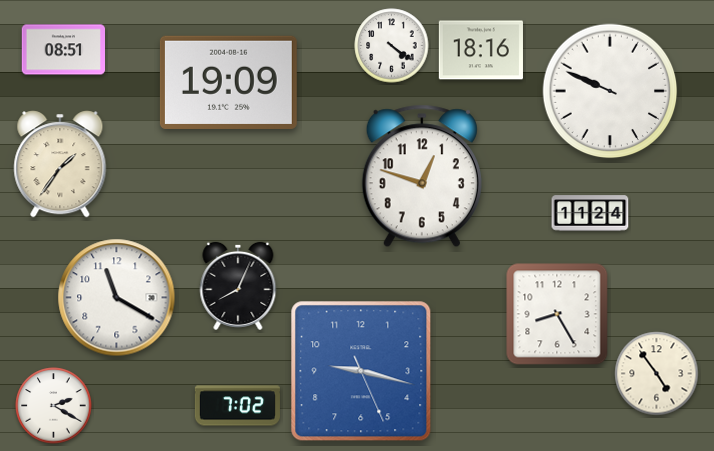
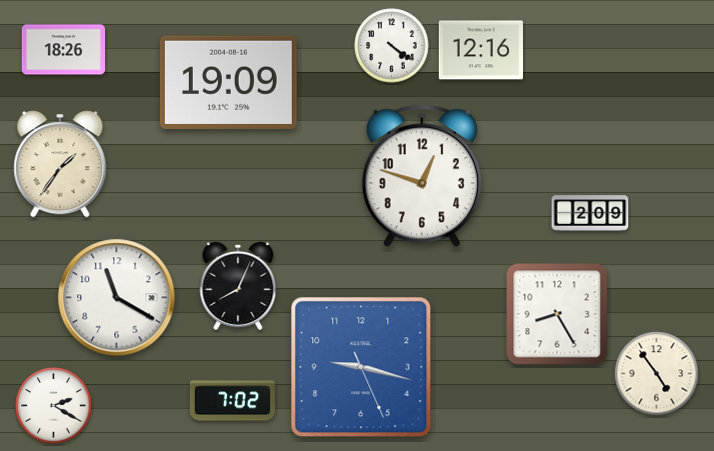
clock at (64, 50): 08:51 -> 18:26
clock at (481, 50): 18:16 -> 12:16
clock at (610, 91): 9:49 -> none
clock at (590, 213): 11:24 -> 2:09
clock at (361, 371) position: (361, 371) -> (361, 367)
clock at (237, 406) position: (237, 406) -> (232, 401)
